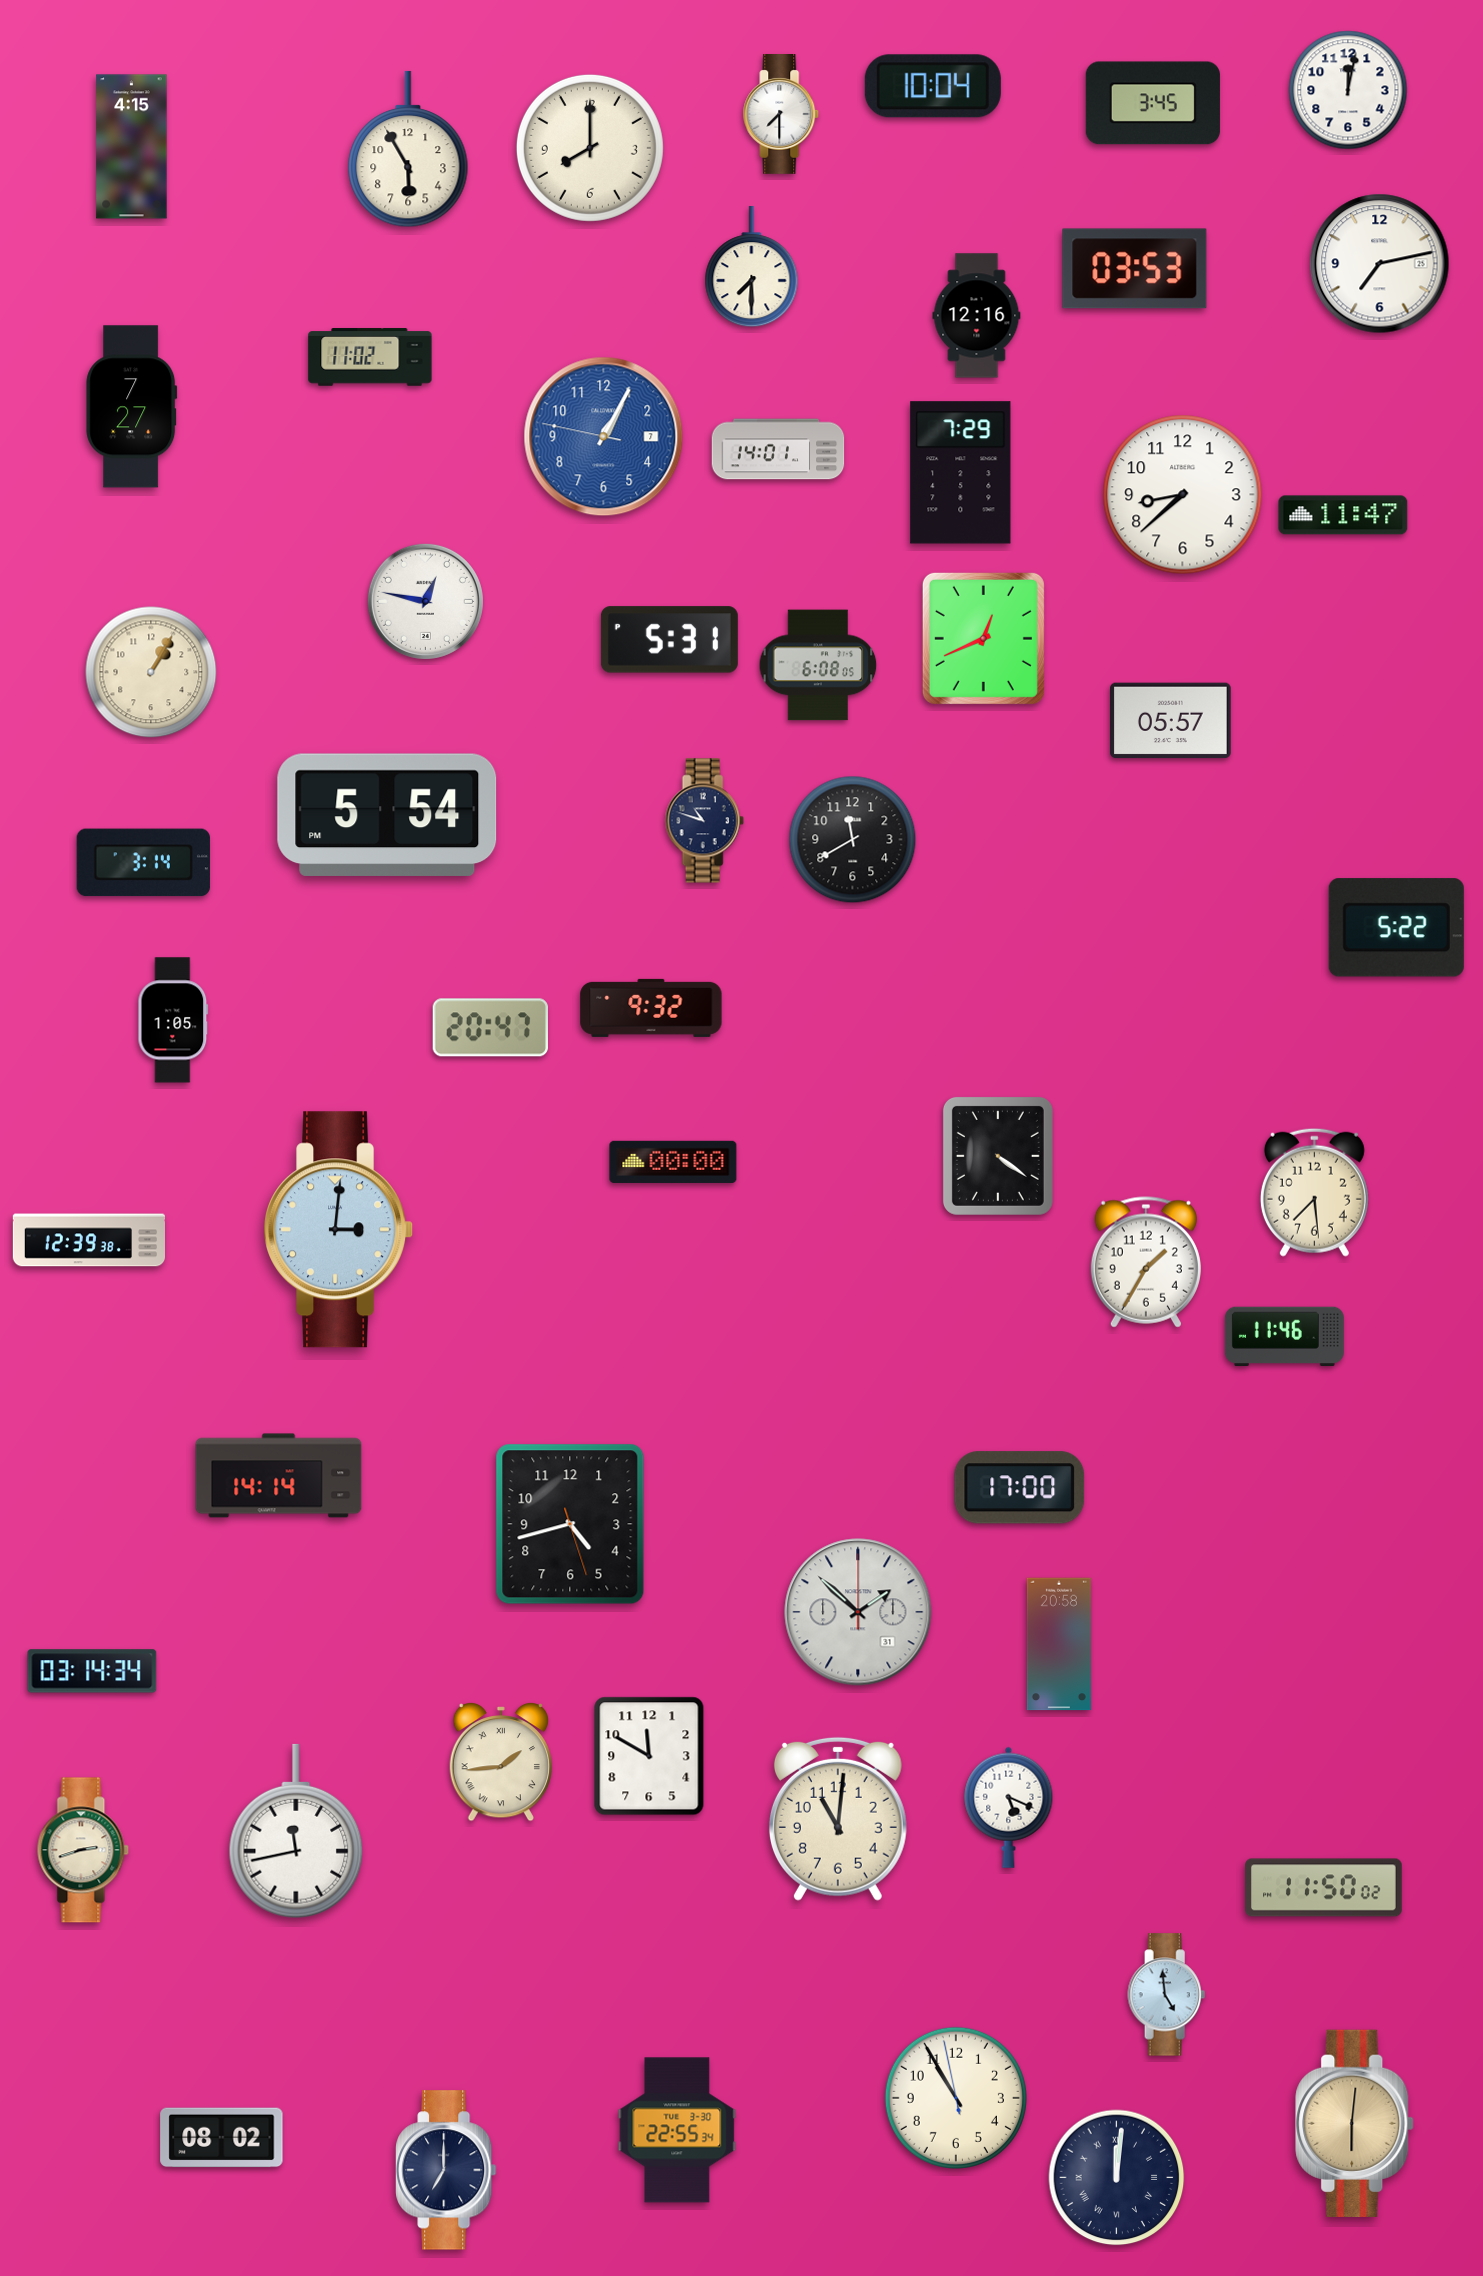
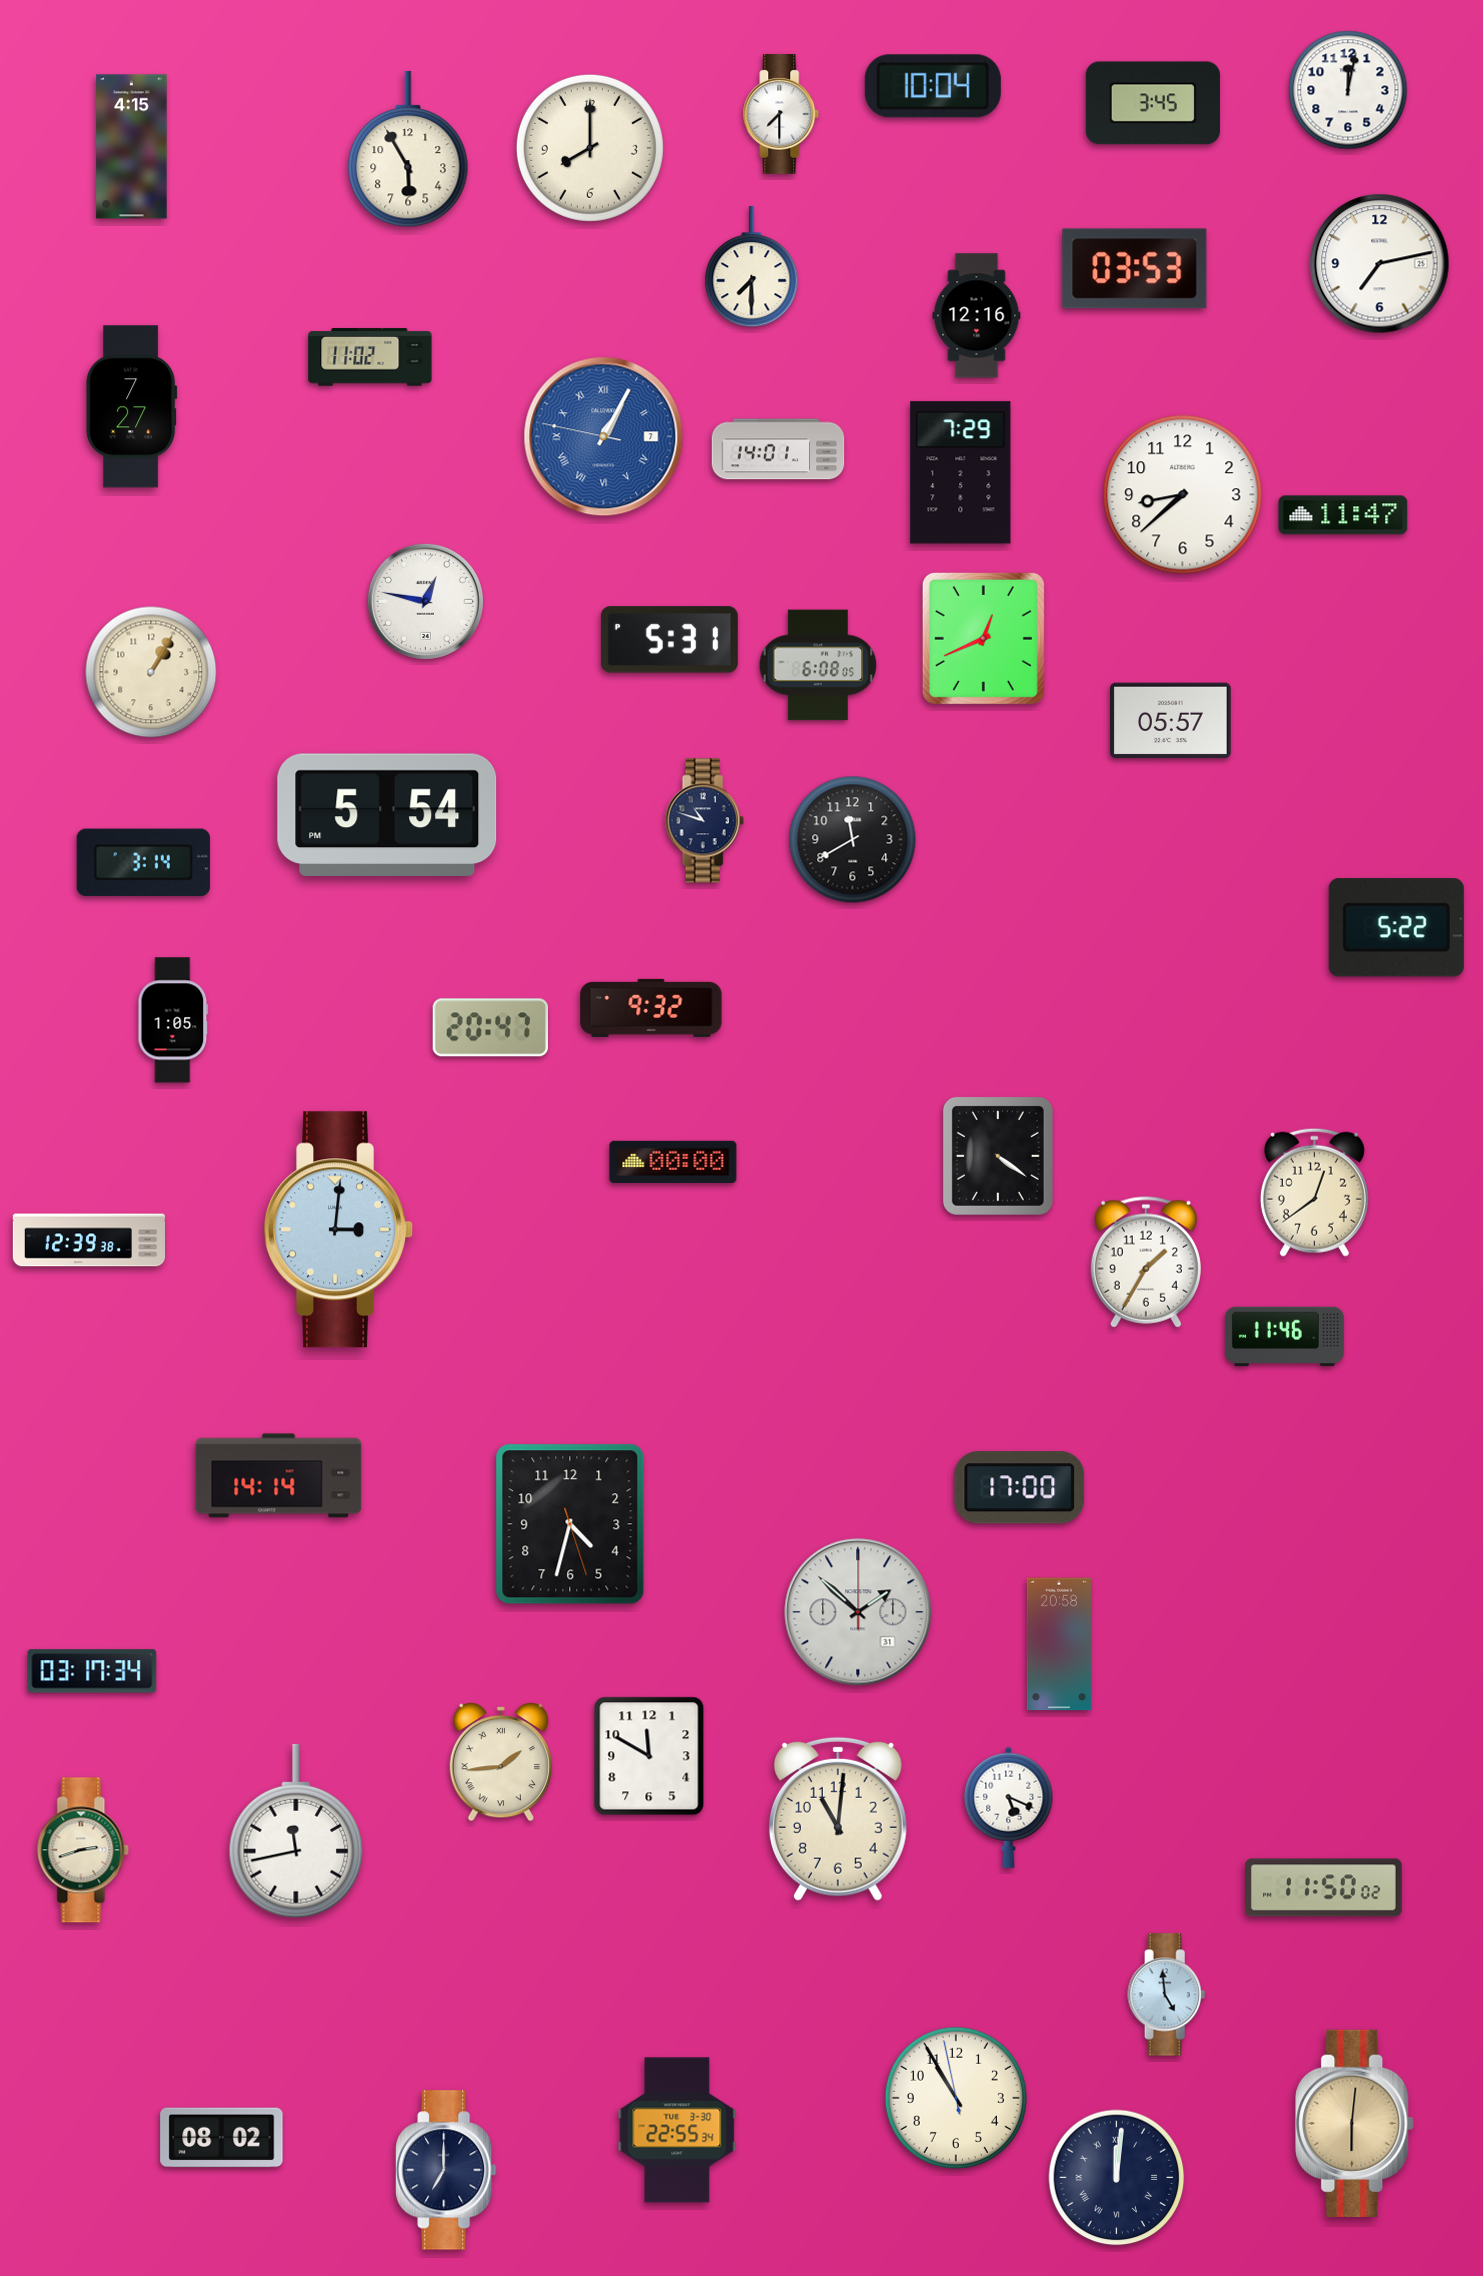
clock at (604, 437) numerals: Arabic -> Roman
clock at (1314, 1192): 7:29 -> 12:39
clock at (570, 1524): 4:42 -> 4:32
clock at (92, 1671): 03:14 -> 03:17
